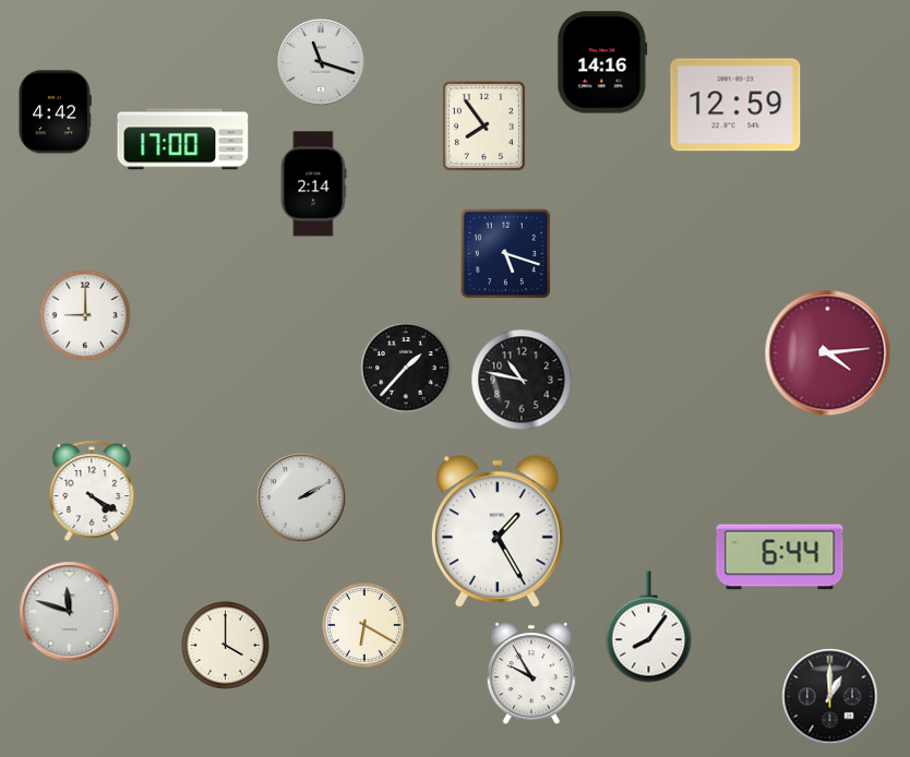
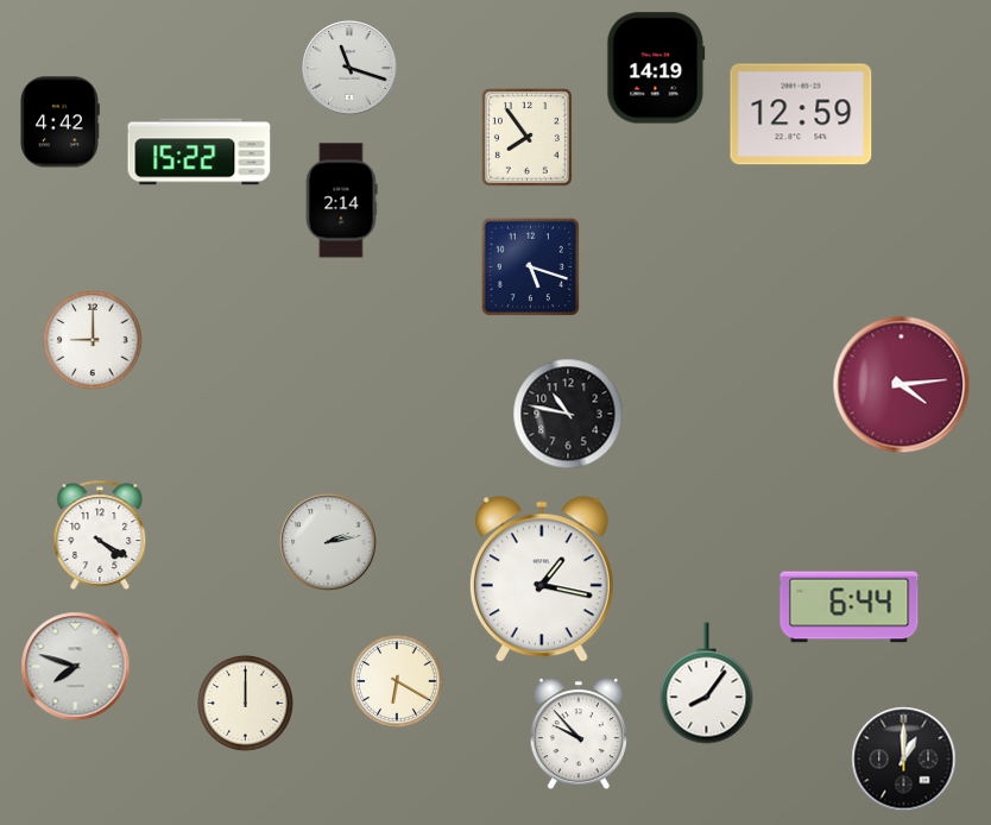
clock at (602, 62): 14:16 -> 14:19
clock at (183, 140): 17:00 -> 15:22
clock at (506, 254) position: (506, 254) -> (531, 267)
clock at (85, 315) position: (85, 315) -> (93, 340)
clock at (406, 368): 1:37 -> none
clock at (301, 497): 2:10 -> 2:13
clock at (498, 532): 1:25 -> 1:17
clock at (70, 612): 11:48 -> 7:48
clock at (226, 646): 4:00 -> 12:00
clock at (531, 674): 9:55 -> 9:53
